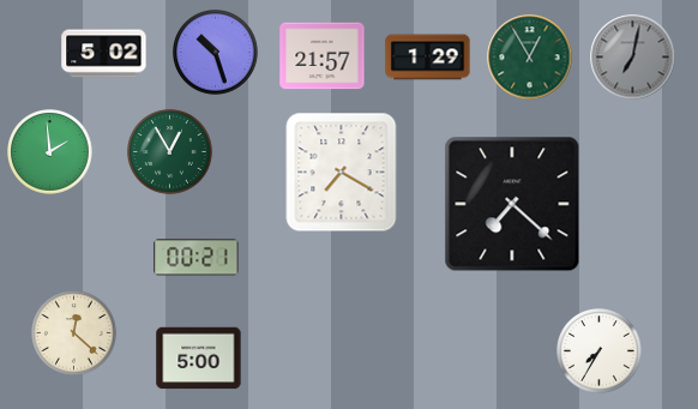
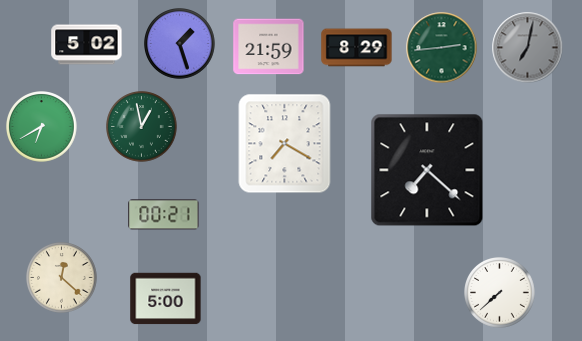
clock at (216, 53): 10:27 -> 1:27
clock at (323, 56): 21:57 -> 21:59
clock at (428, 58): 1:29 -> 8:29
clock at (530, 58): 12:55 -> 2:44
clock at (50, 152): 1:59 -> 6:40
clock at (170, 152): 12:55 -> 12:58
clock at (600, 351): 7:35 -> 7:38
